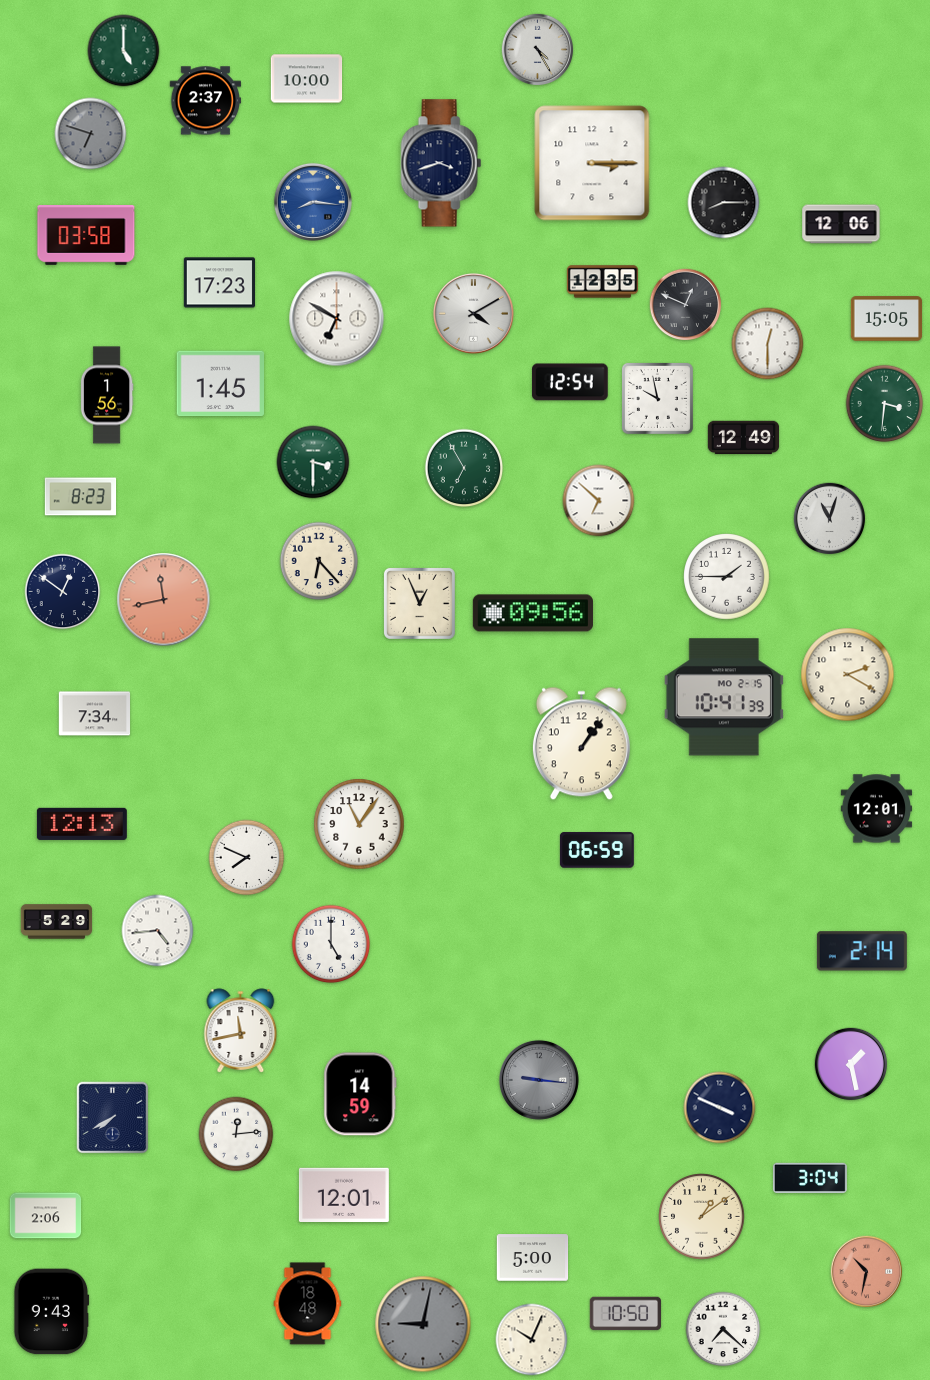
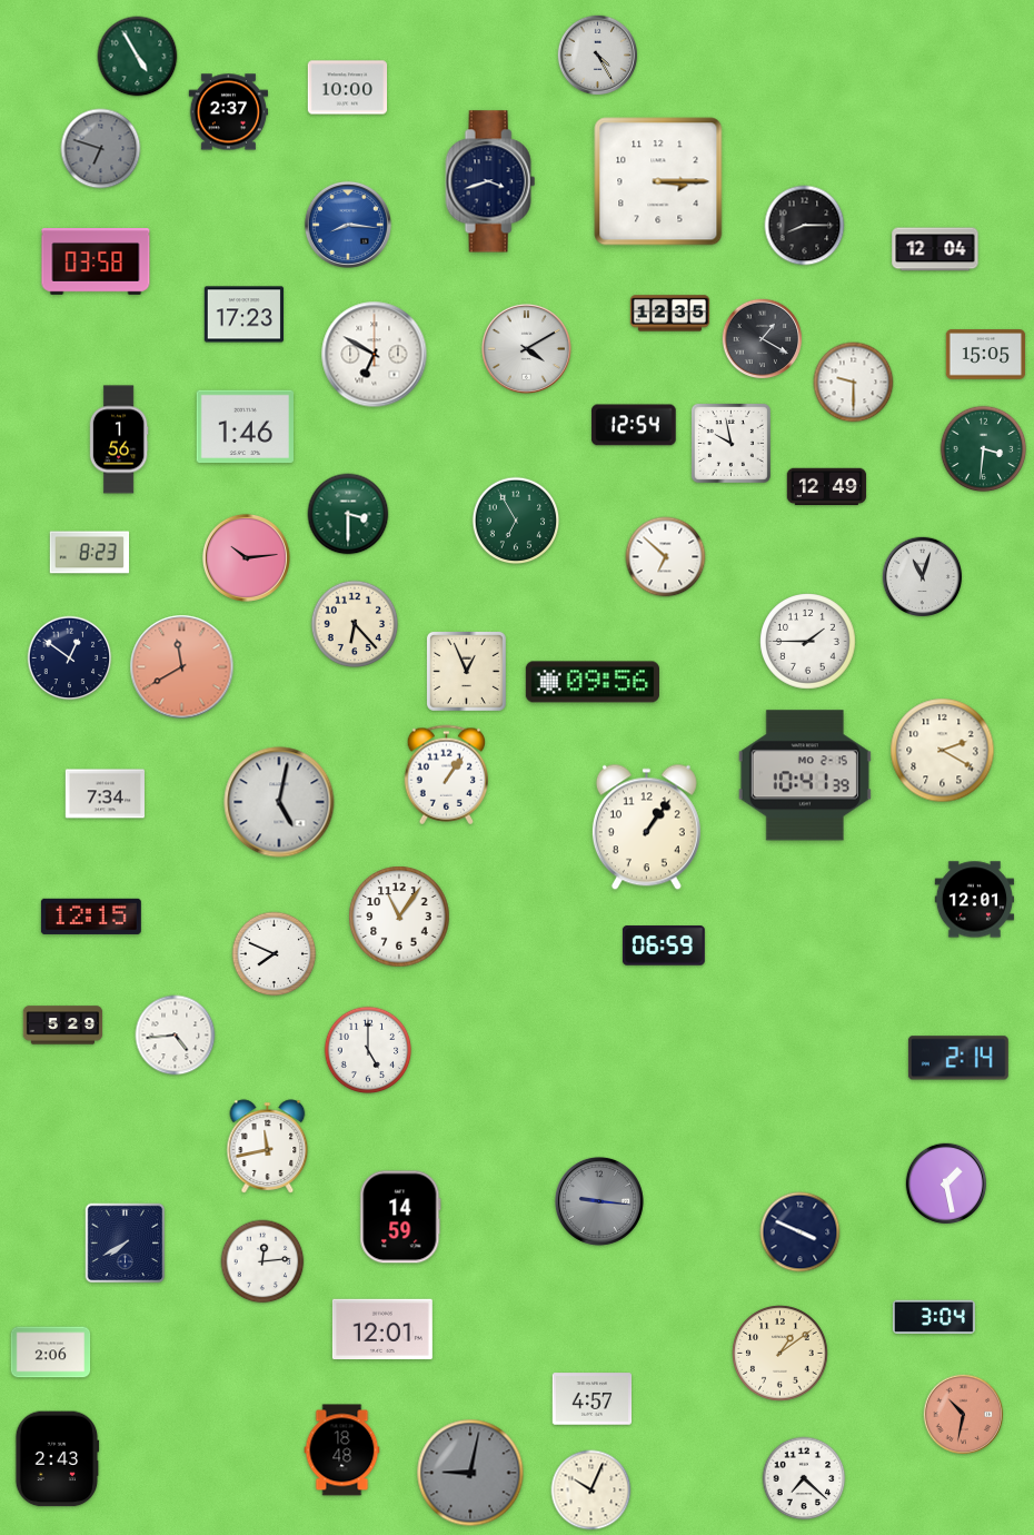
clock at (124, 51): 5:00 -> 4:55
clock at (307, 79) position: (307, 79) -> (348, 88)
clock at (841, 224): 12:06 -> 12:04
clock at (686, 305): 12:49 -> 1:20
clock at (768, 344): 12:30 -> 9:30
clock at (220, 384): 1:45 -> 1:46
clock at (246, 557): none -> 10:14
clock at (164, 600): 11:43 -> 11:40
clock at (447, 775): none -> 1:06
clock at (279, 802): none -> 5:02
clock at (82, 824): 12:13 -> 12:15
clock at (810, 1177) position: (810, 1177) -> (934, 1316)
clock at (533, 1258): 5:00 -> 4:57
clock at (52, 1312): 9:43 -> 2:43
clock at (626, 1314): 10:50 -> none
